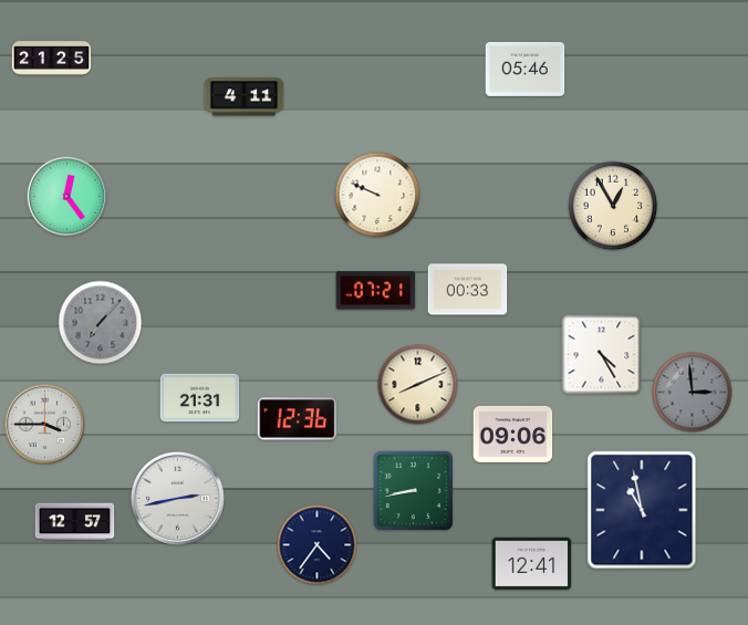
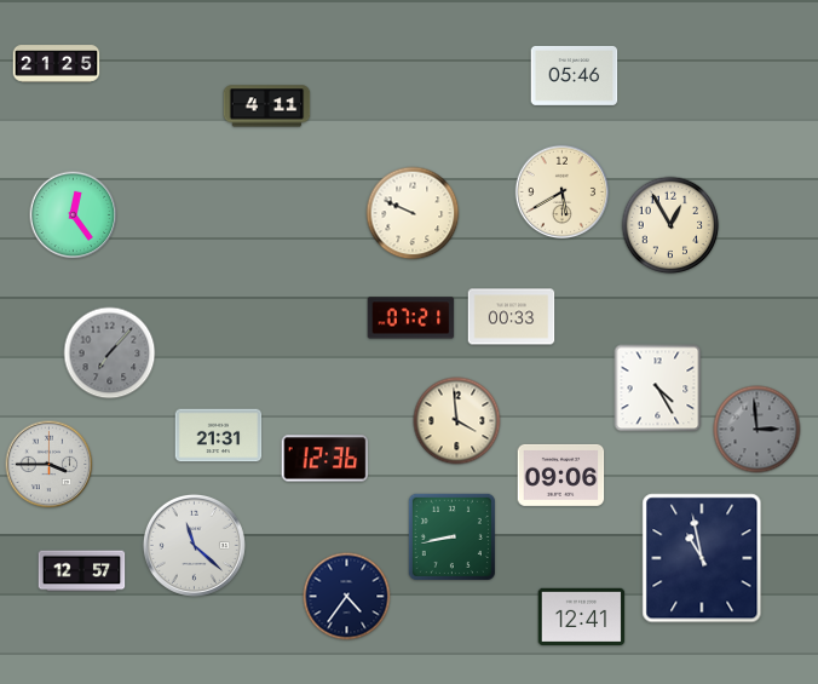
clock at (563, 192): none -> 5:40
clock at (418, 385): 8:11 -> 3:59
clock at (177, 498): 2:43 -> 11:22
